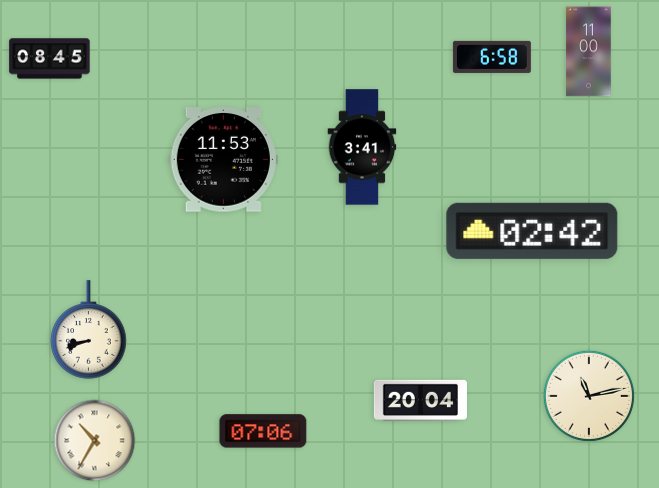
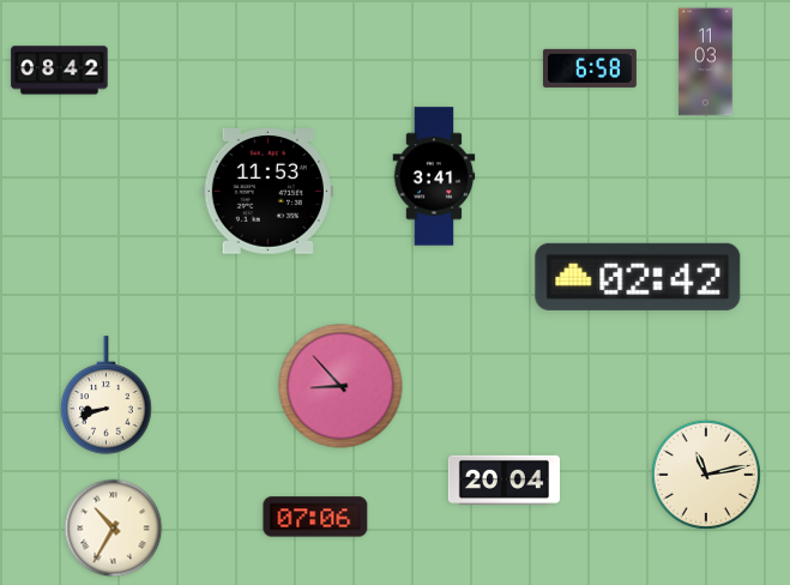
clock at (589, 52): 11:00 -> 11:03
clock at (50, 59): 08:45 -> 08:42
clock at (340, 386): none -> 8:53
